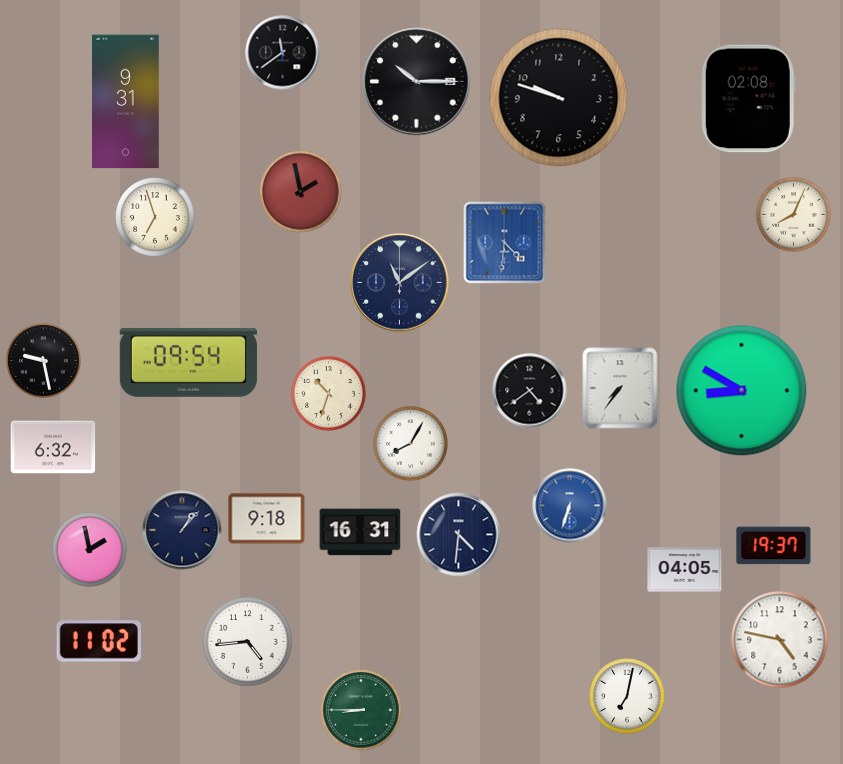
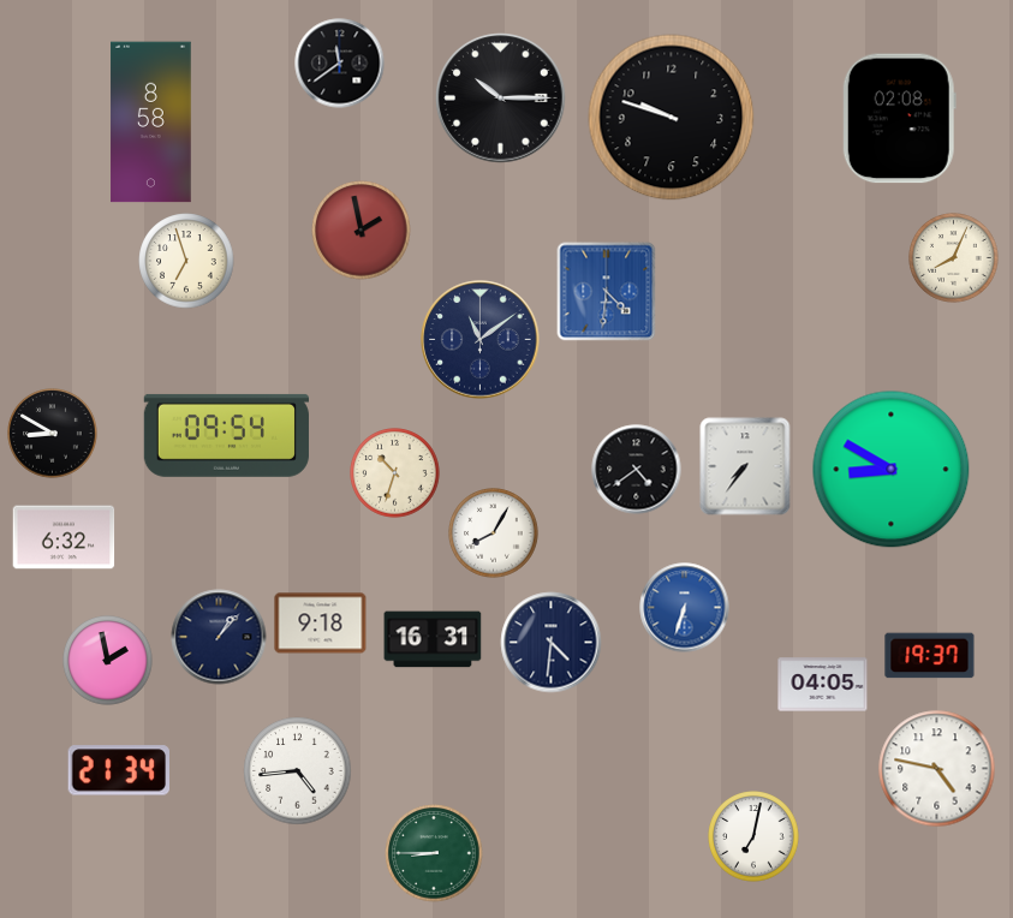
clock at (126, 102): 9:31 -> 8:58
clock at (44, 361): 9:28 -> 8:50
clock at (98, 641): 11:02 -> 21:34
